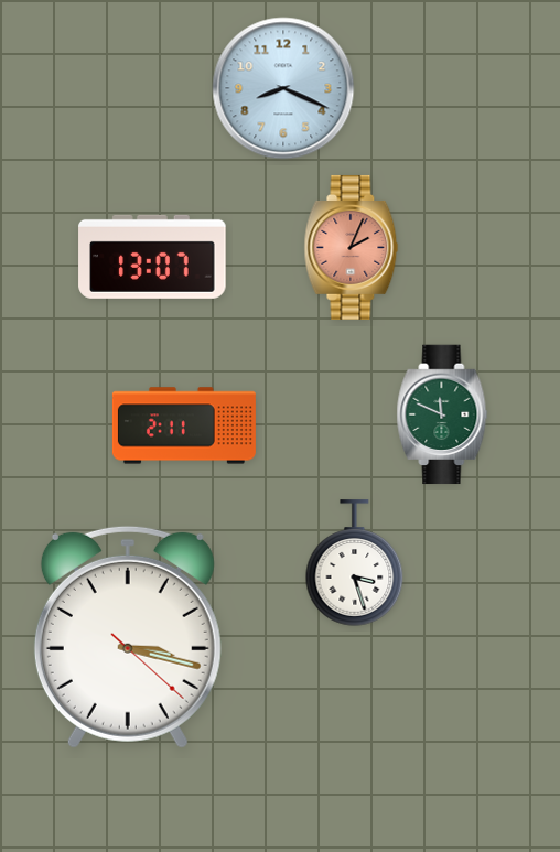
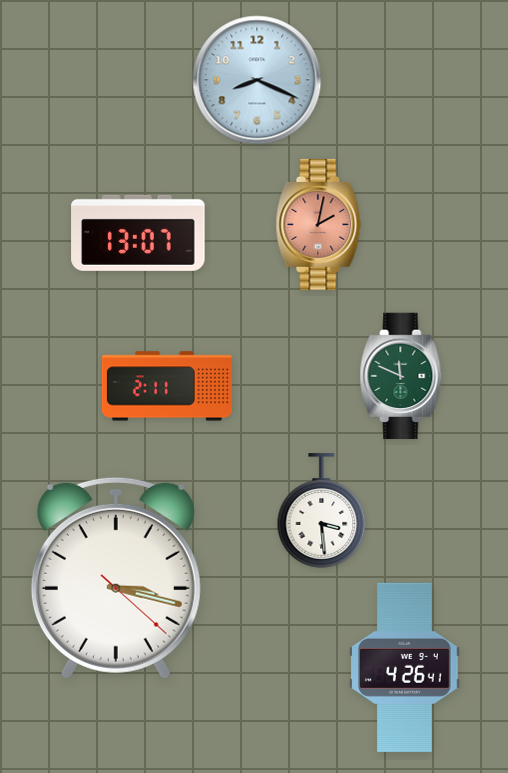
clock at (352, 247): 2:04 -> 2:02
clock at (355, 563): 3:27 -> 3:29
clock at (405, 667): none -> 4:26
